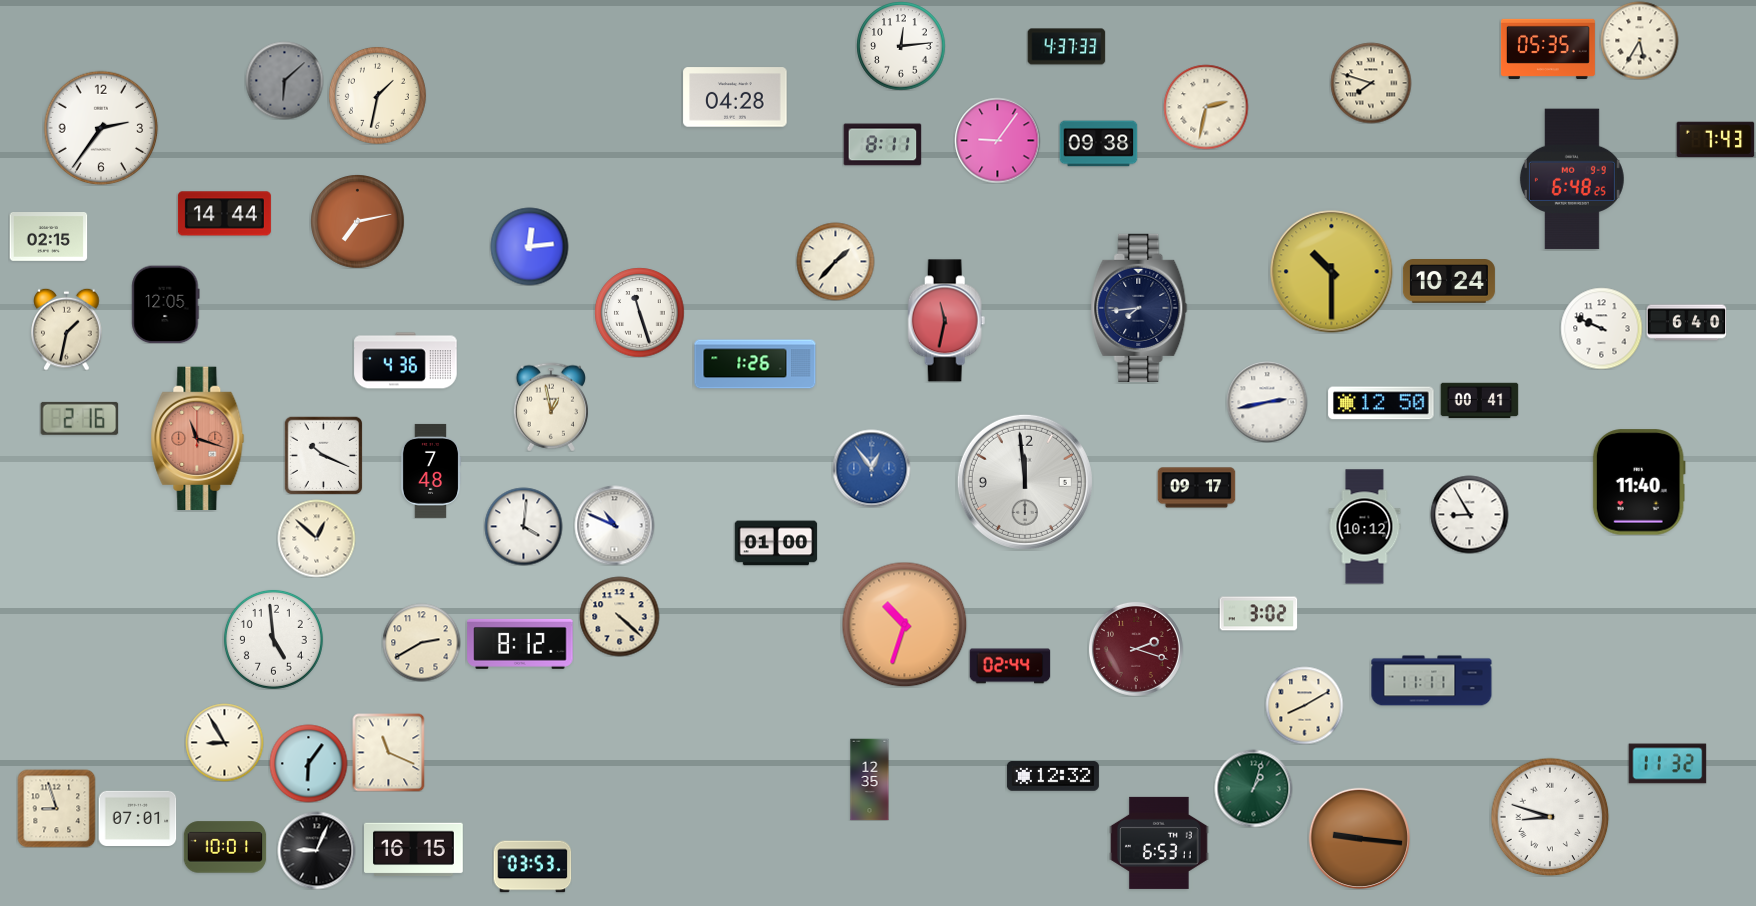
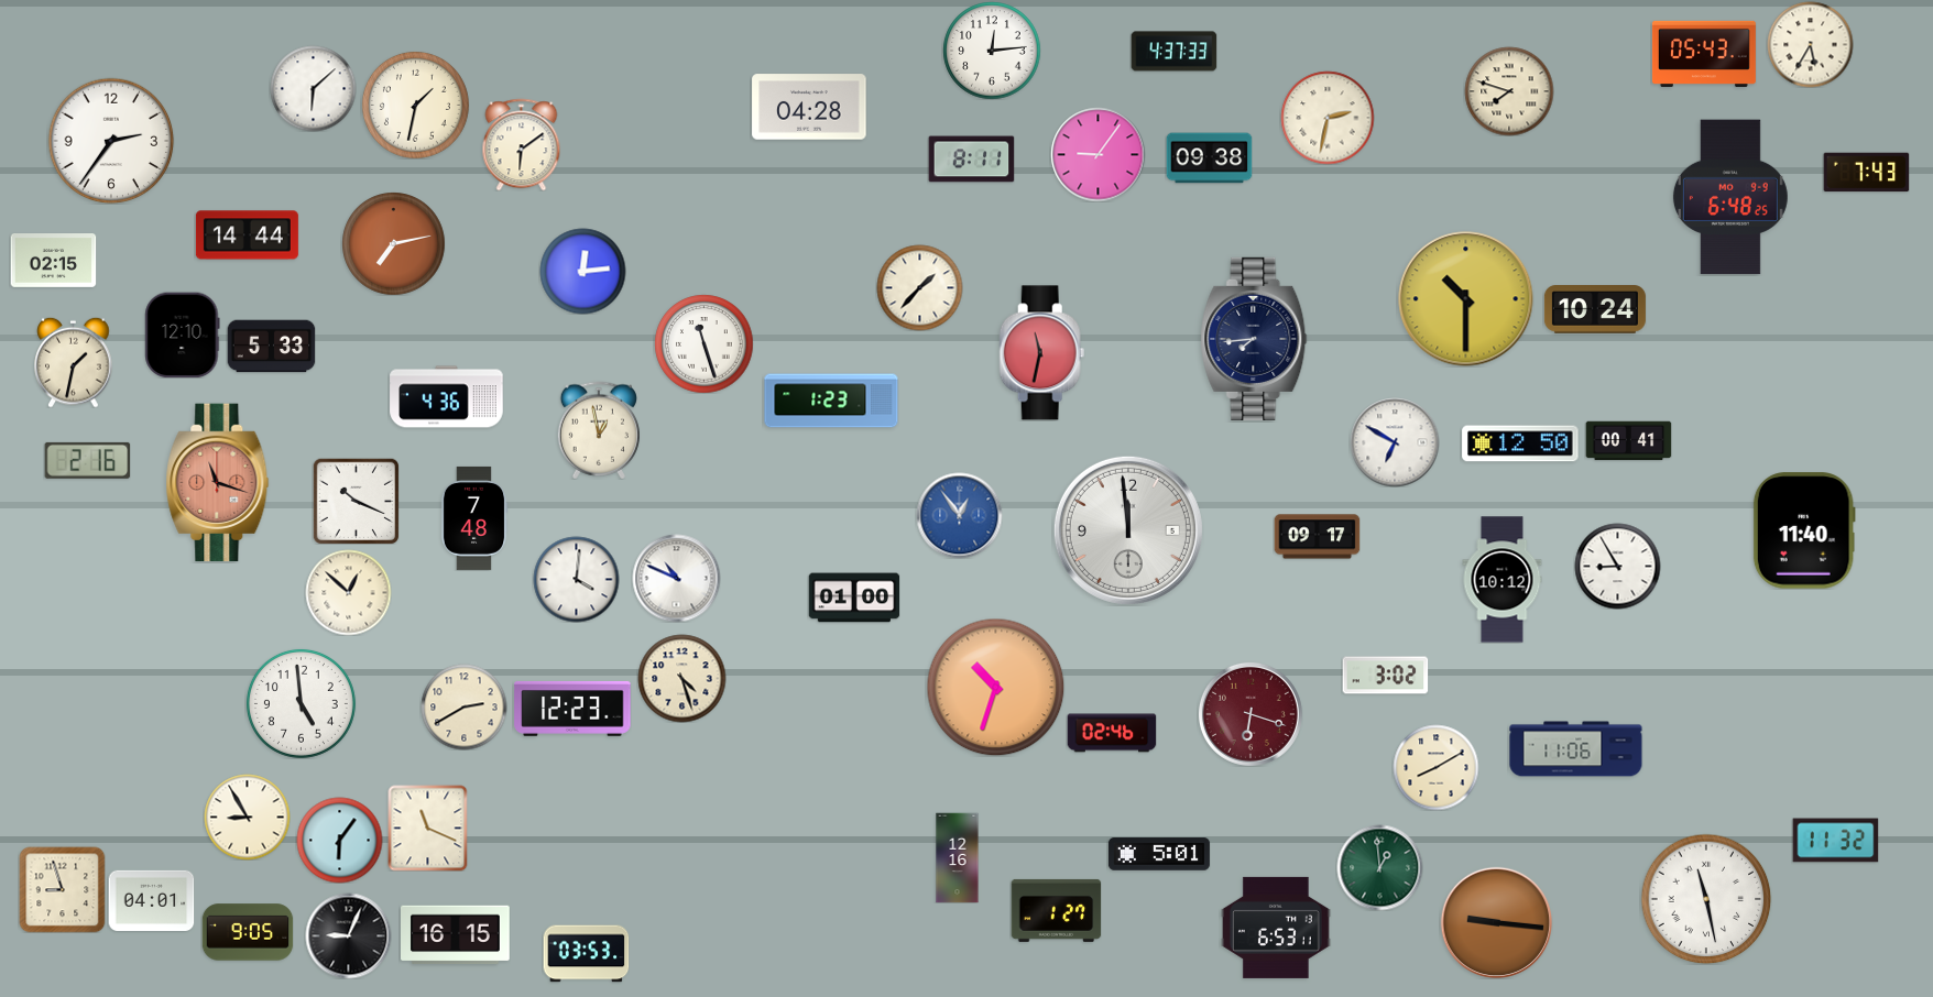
clock at (1639, 40) position: (1639, 40) -> (1810, 44)
clock at (1548, 49): 05:35 -> 05:43
clock at (284, 80) dial: grey -> white
clock at (522, 144): none -> 6:09
clock at (1715, 140) position: (1715, 140) -> (1866, 173)
clock at (166, 304): 12:05 -> 12:10
clock at (271, 347): none -> 5:33
clock at (1686, 323): 6:40 -> none
clock at (1601, 328): 9:49 -> none
clock at (755, 364): 1:26 -> 1:23
clock at (1267, 402): 2:43 -> 6:50
clock at (551, 407) position: (551, 407) -> (599, 430)
clock at (619, 616): 4:22 -> 4:27
clock at (520, 644): 8:12 -> 12:23
clock at (1136, 649): 2:18 -> 6:18
clock at (1010, 666): 02:44 -> 02:46
clock at (1432, 681): 11:11 -> 11:06
clock at (1304, 705) position: (1304, 705) -> (1435, 767)
clock at (1053, 776): 12:32 -> 5:01
clock at (870, 779): 12:35 -> 12:16
clock at (1253, 788): 1:03 -> 12:59
clock at (1550, 817): 8:48 -> 11:28
clock at (137, 818): 07:01 -> 04:01
clock at (1056, 910): none -> 1:27
clock at (225, 847): 10:01 -> 9:05
